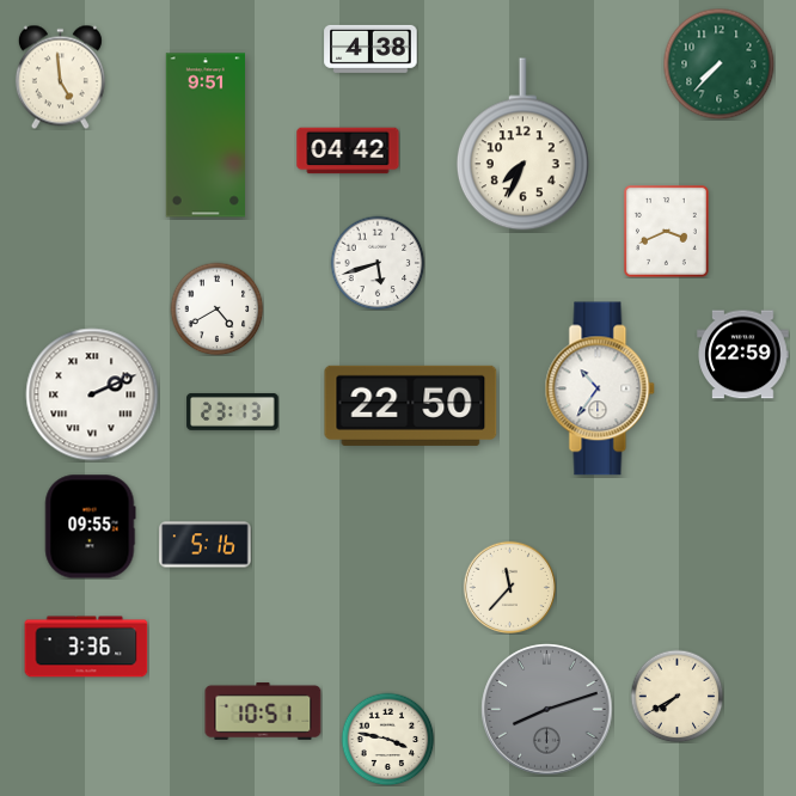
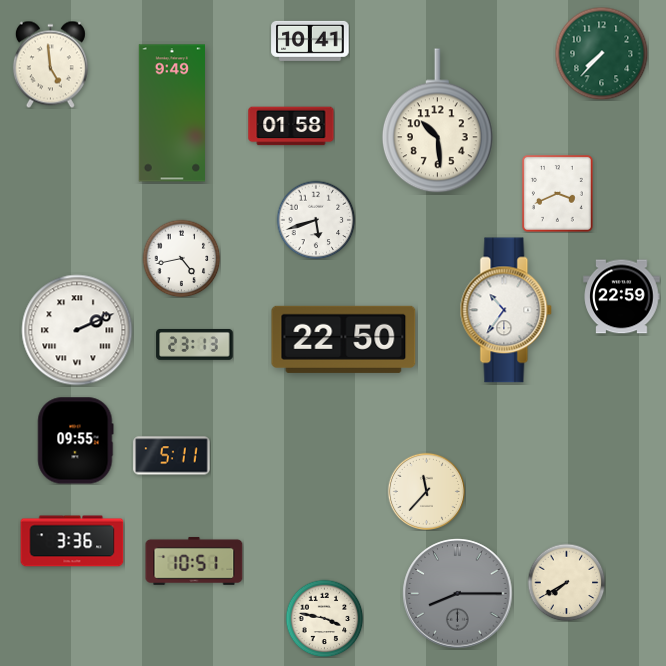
clock at (371, 49): 4:38 -> 10:41
clock at (204, 135): 9:51 -> 9:49
clock at (522, 145): 7:34 -> 10:29
clock at (348, 151): 04:42 -> 01:58
clock at (216, 308): 4:40 -> 4:43
clock at (600, 388) position: (600, 388) -> (506, 310)
clock at (206, 545): 5:16 -> 5:11
clock at (547, 710): 8:12 -> 8:15
clock at (263, 711) position: (263, 711) -> (194, 561)
